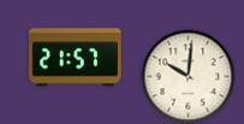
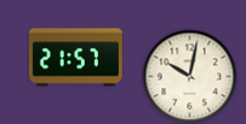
clock at (188, 76): 10:01 -> 10:02
